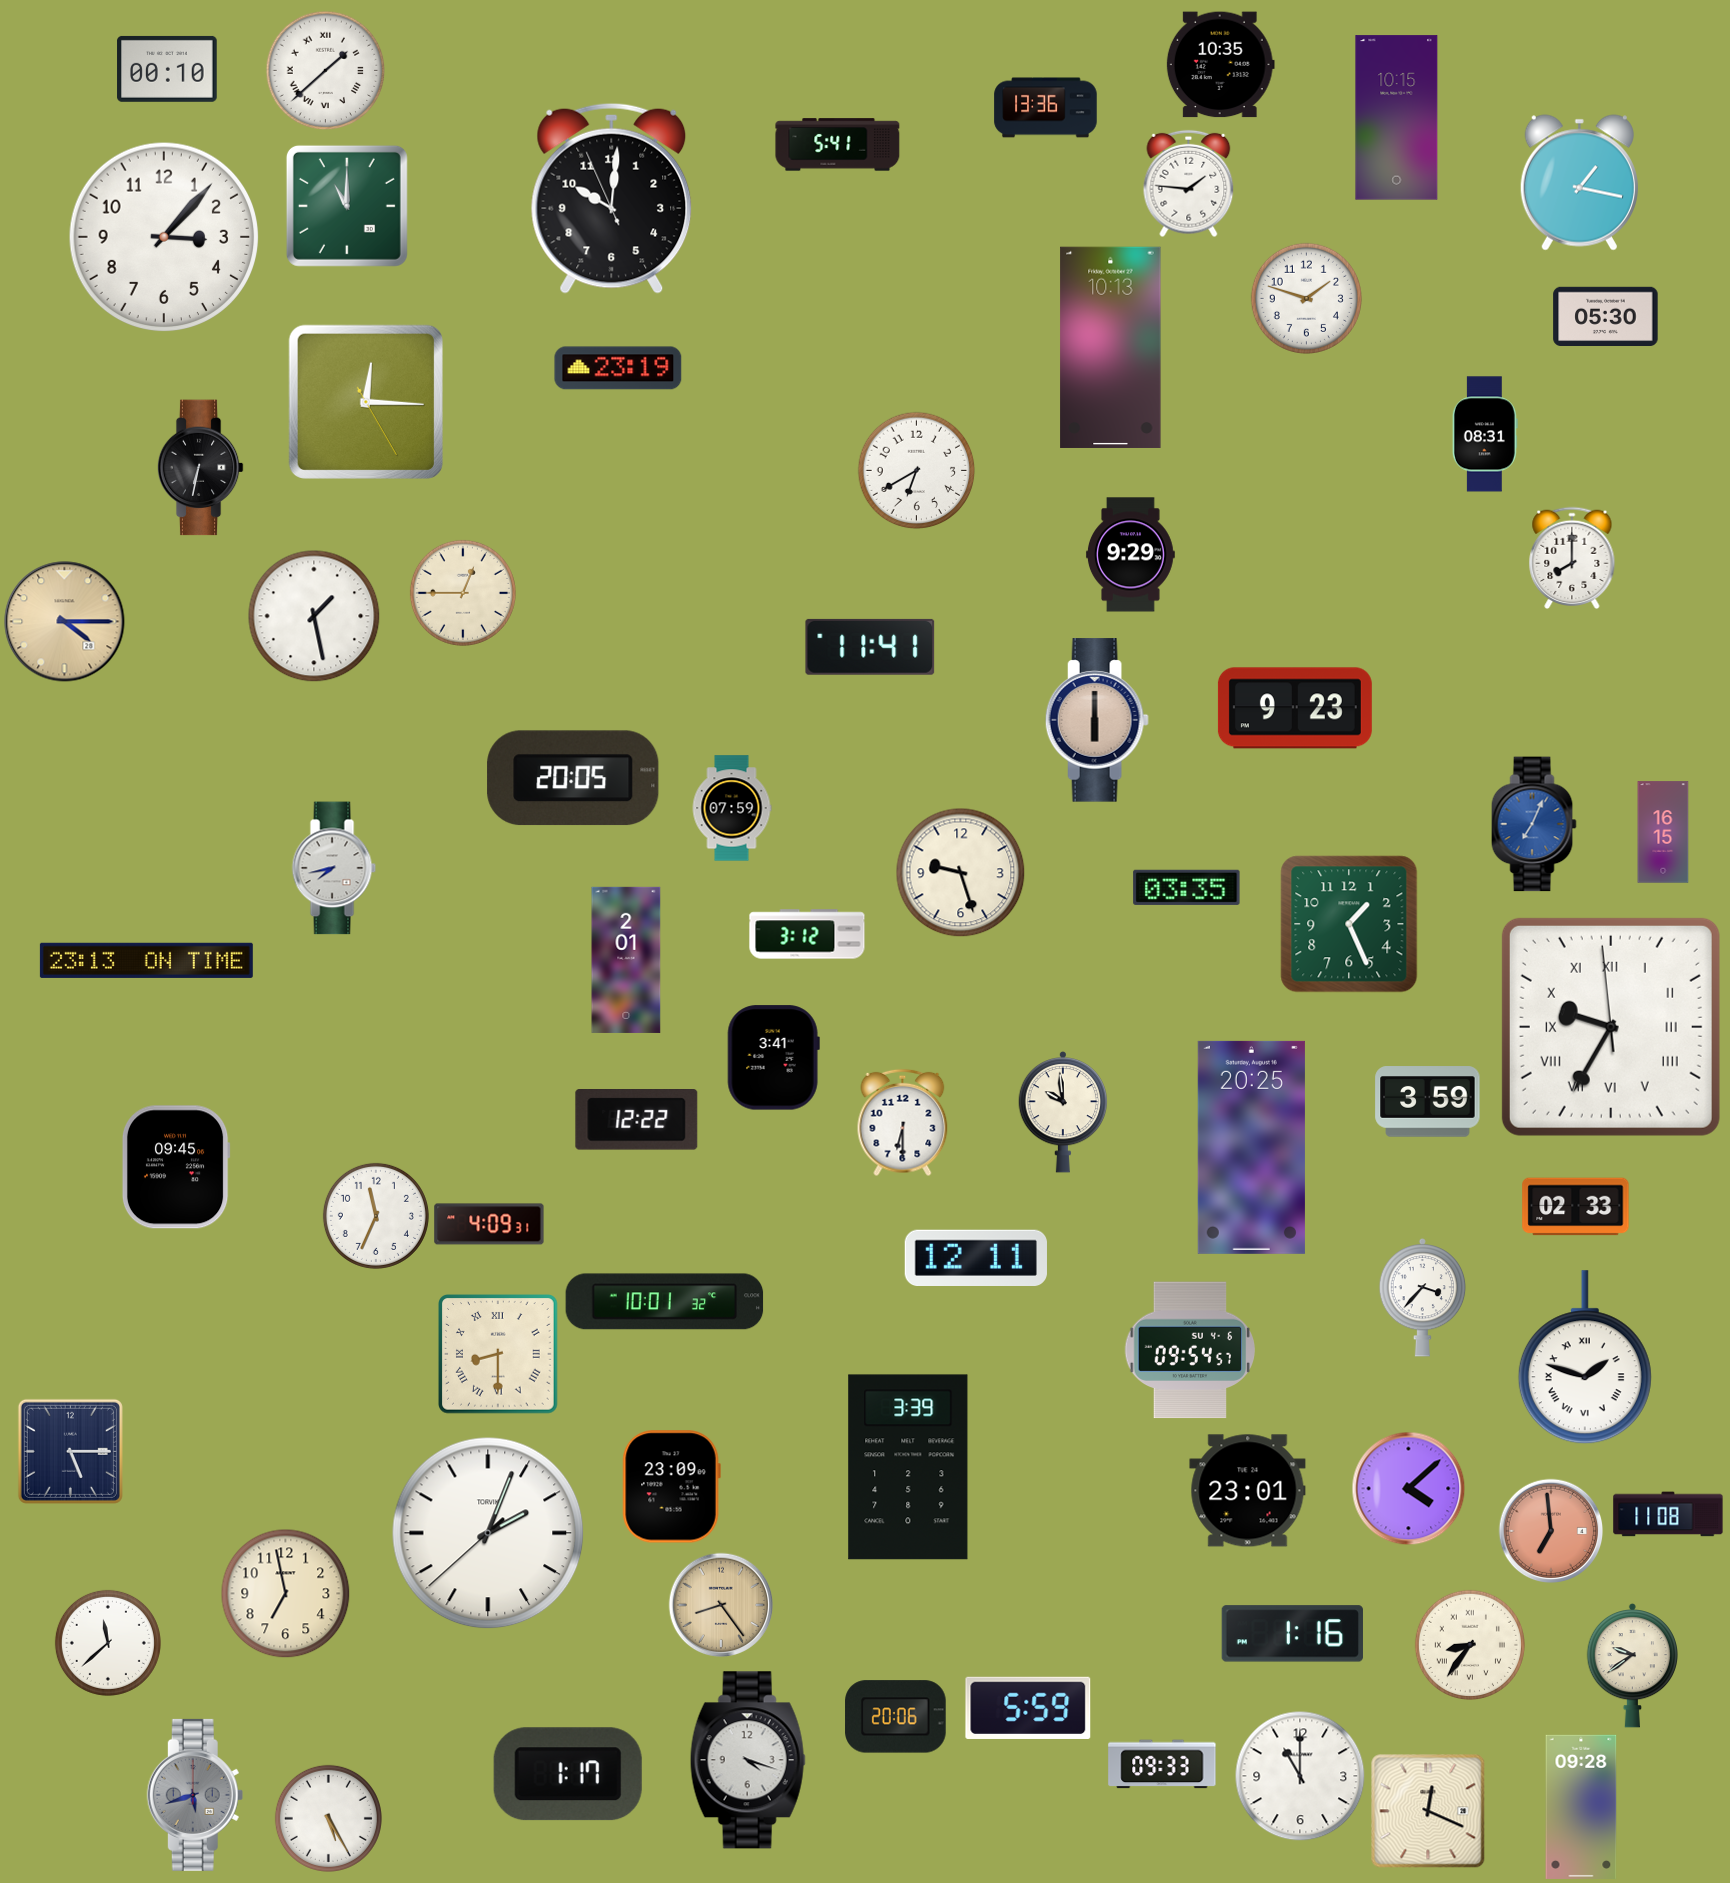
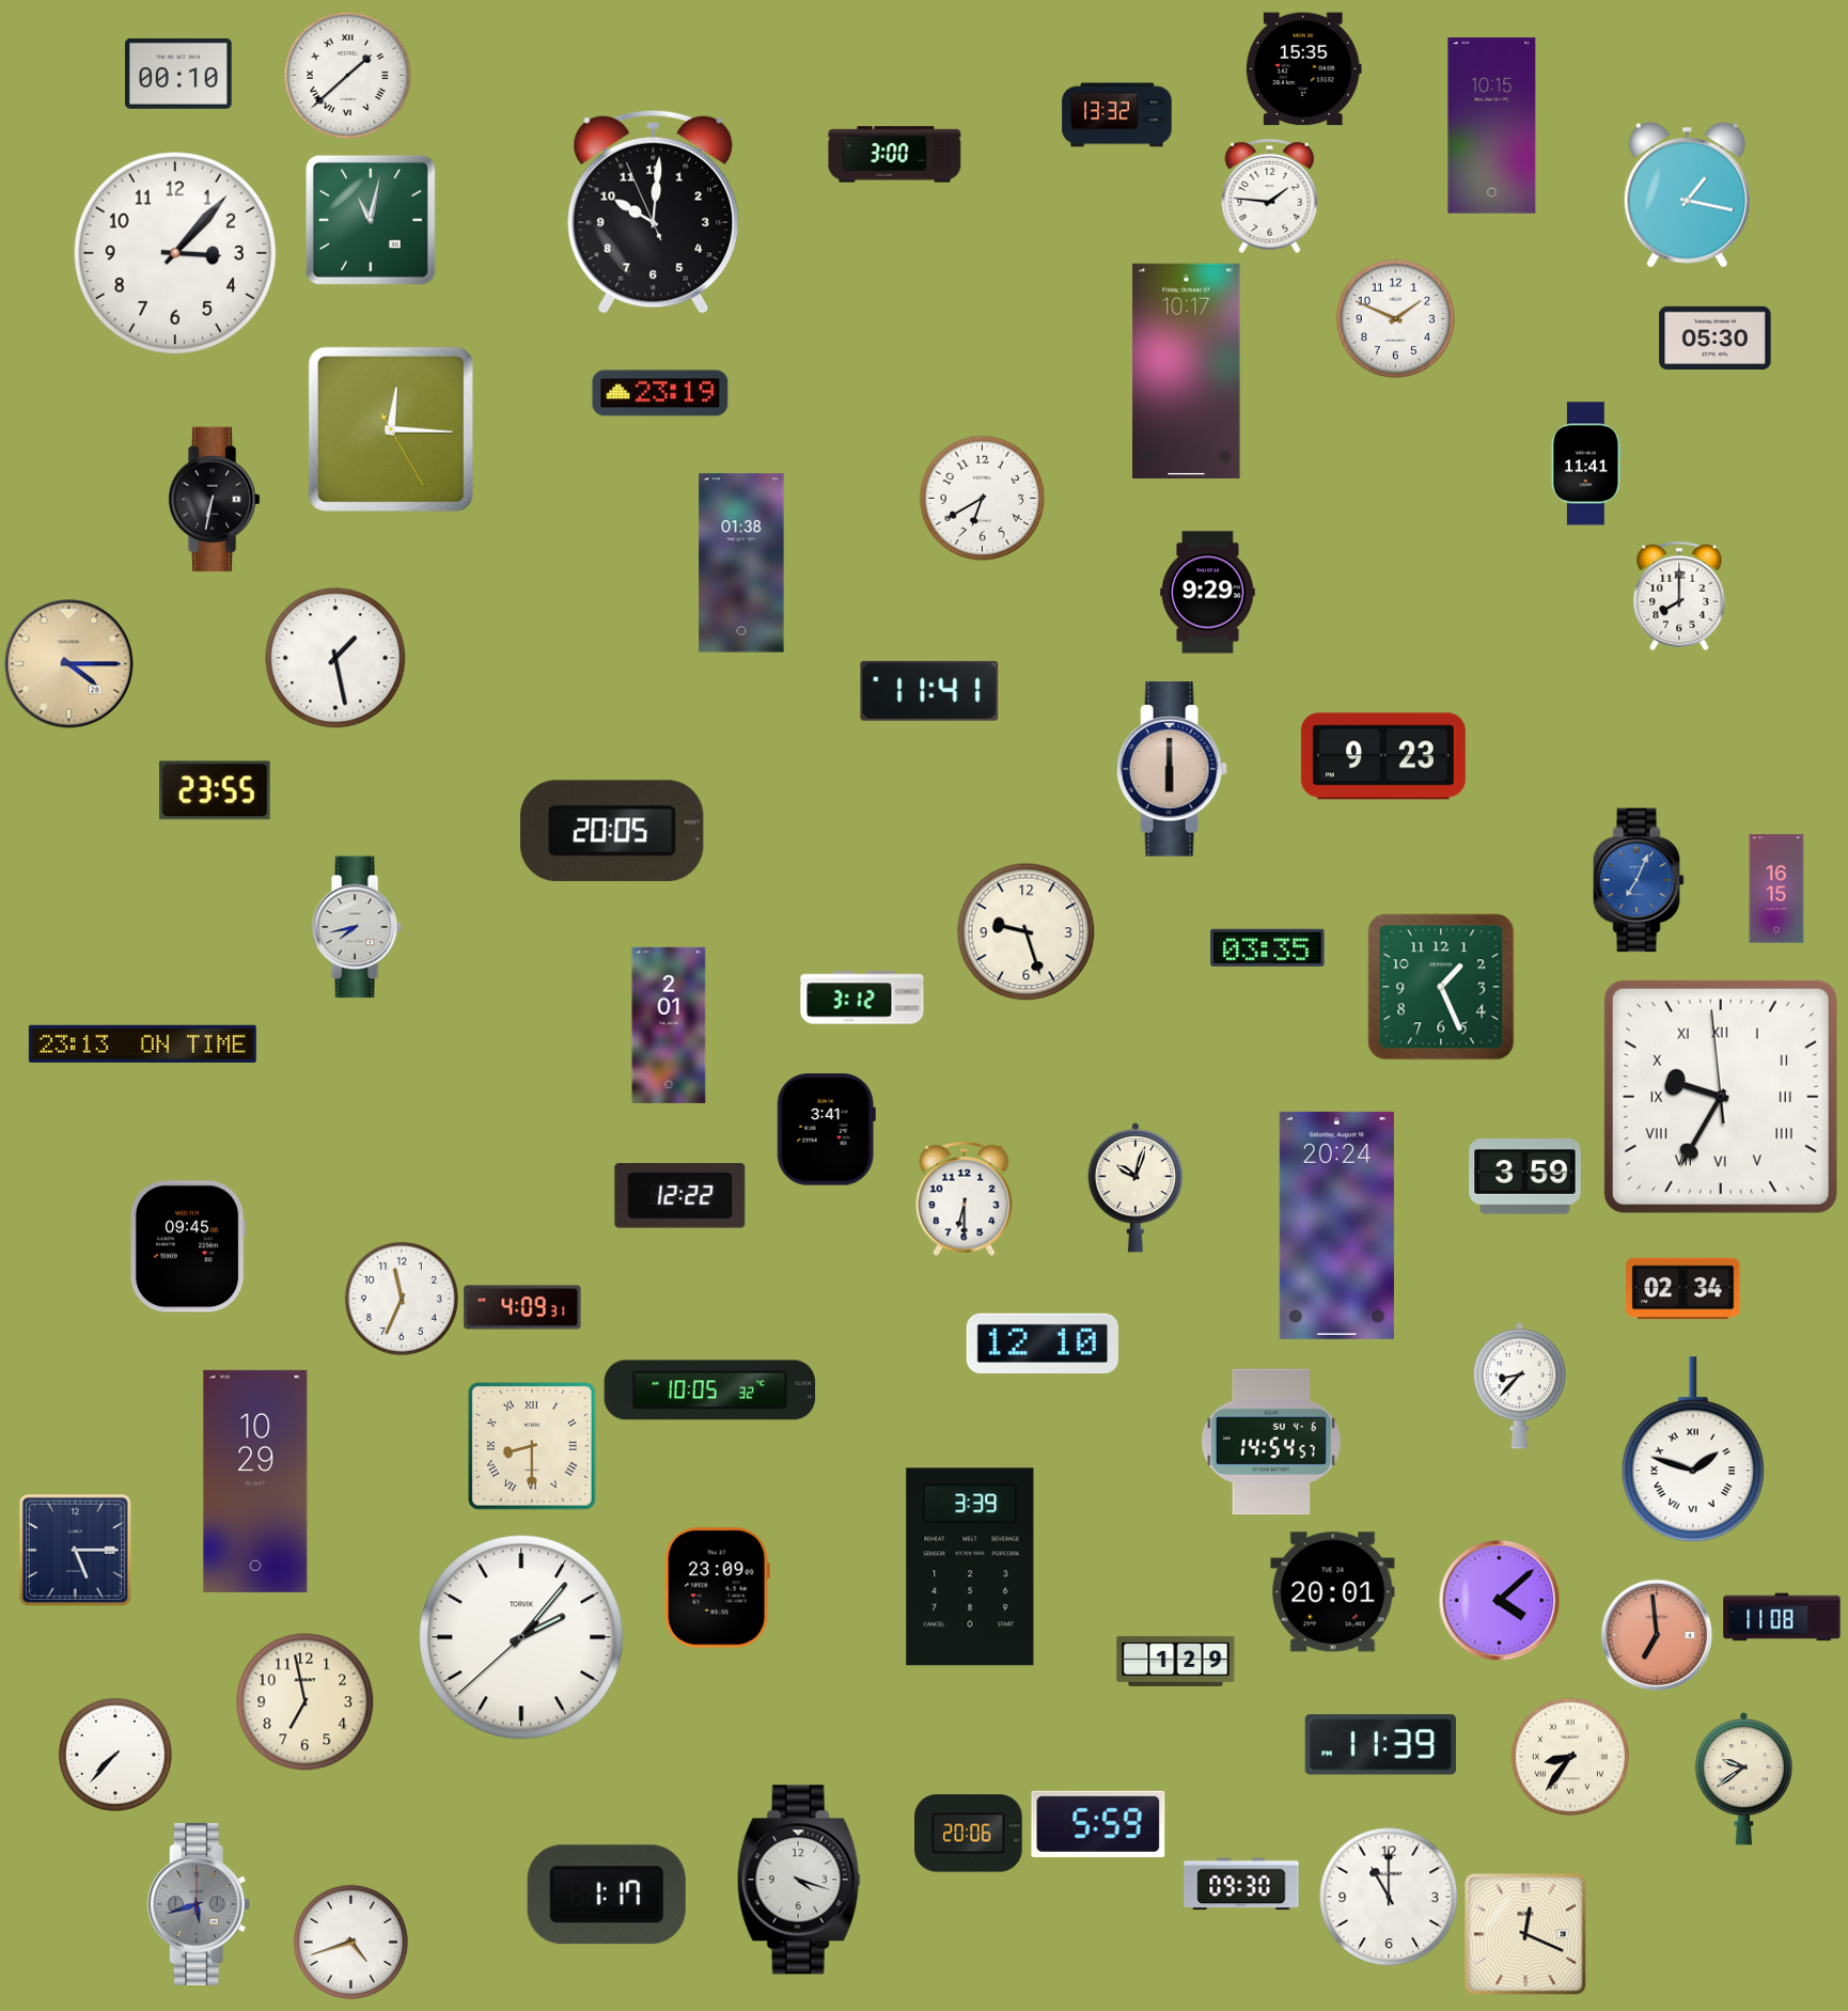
clock at (1220, 65): 10:35 -> 15:35
clock at (1046, 108): 13:36 -> 13:32
clock at (838, 145): 5:41 -> 3:00
clock at (347, 206): 11:00 -> 11:02
clock at (1306, 298): 1:48 -> 1:49
clock at (1111, 347): 10:13 -> 10:17
clock at (1485, 434): 08:31 -> 11:41
clock at (916, 470) position: (916, 470) -> (982, 498)
clock at (741, 563): none -> 01:38
clock at (463, 593): 12:45 -> none
clock at (215, 790): none -> 23:55
clock at (732, 808): 07:59 -> none
clock at (146, 960) position: (146, 960) -> (142, 1043)
clock at (1063, 1112): 9:59 -> 10:03
clock at (1251, 1147): 20:25 -> 20:24
clock at (1576, 1207): 02:33 -> 02:34
clock at (976, 1257): 12:11 -> 12:10
clock at (1423, 1297): 3:37 -> 8:37
clock at (665, 1302): 10:01 -> 10:05
clock at (1189, 1350): 09:54 -> 14:54
clock at (255, 1481): none -> 10:29
clock at (1408, 1488) position: (1408, 1488) -> (1499, 1600)
clock at (1248, 1491): 23:01 -> 20:01
clock at (488, 1533): 2:03 -> 2:06
clock at (1176, 1661): none -> 1:29
clock at (721, 1605): 8:24 -> none
clock at (1292, 1634): 1:16 -> 11:39
clock at (108, 1643): 11:38 -> 7:37
clock at (896, 1717) position: (896, 1717) -> (969, 1834)
clock at (1162, 1764): 09:33 -> 09:30
clock at (195, 1795) position: (195, 1795) -> (199, 1904)
clock at (1581, 1807): 09:28 -> none
clock at (328, 1818): 5:25 -> 4:42
